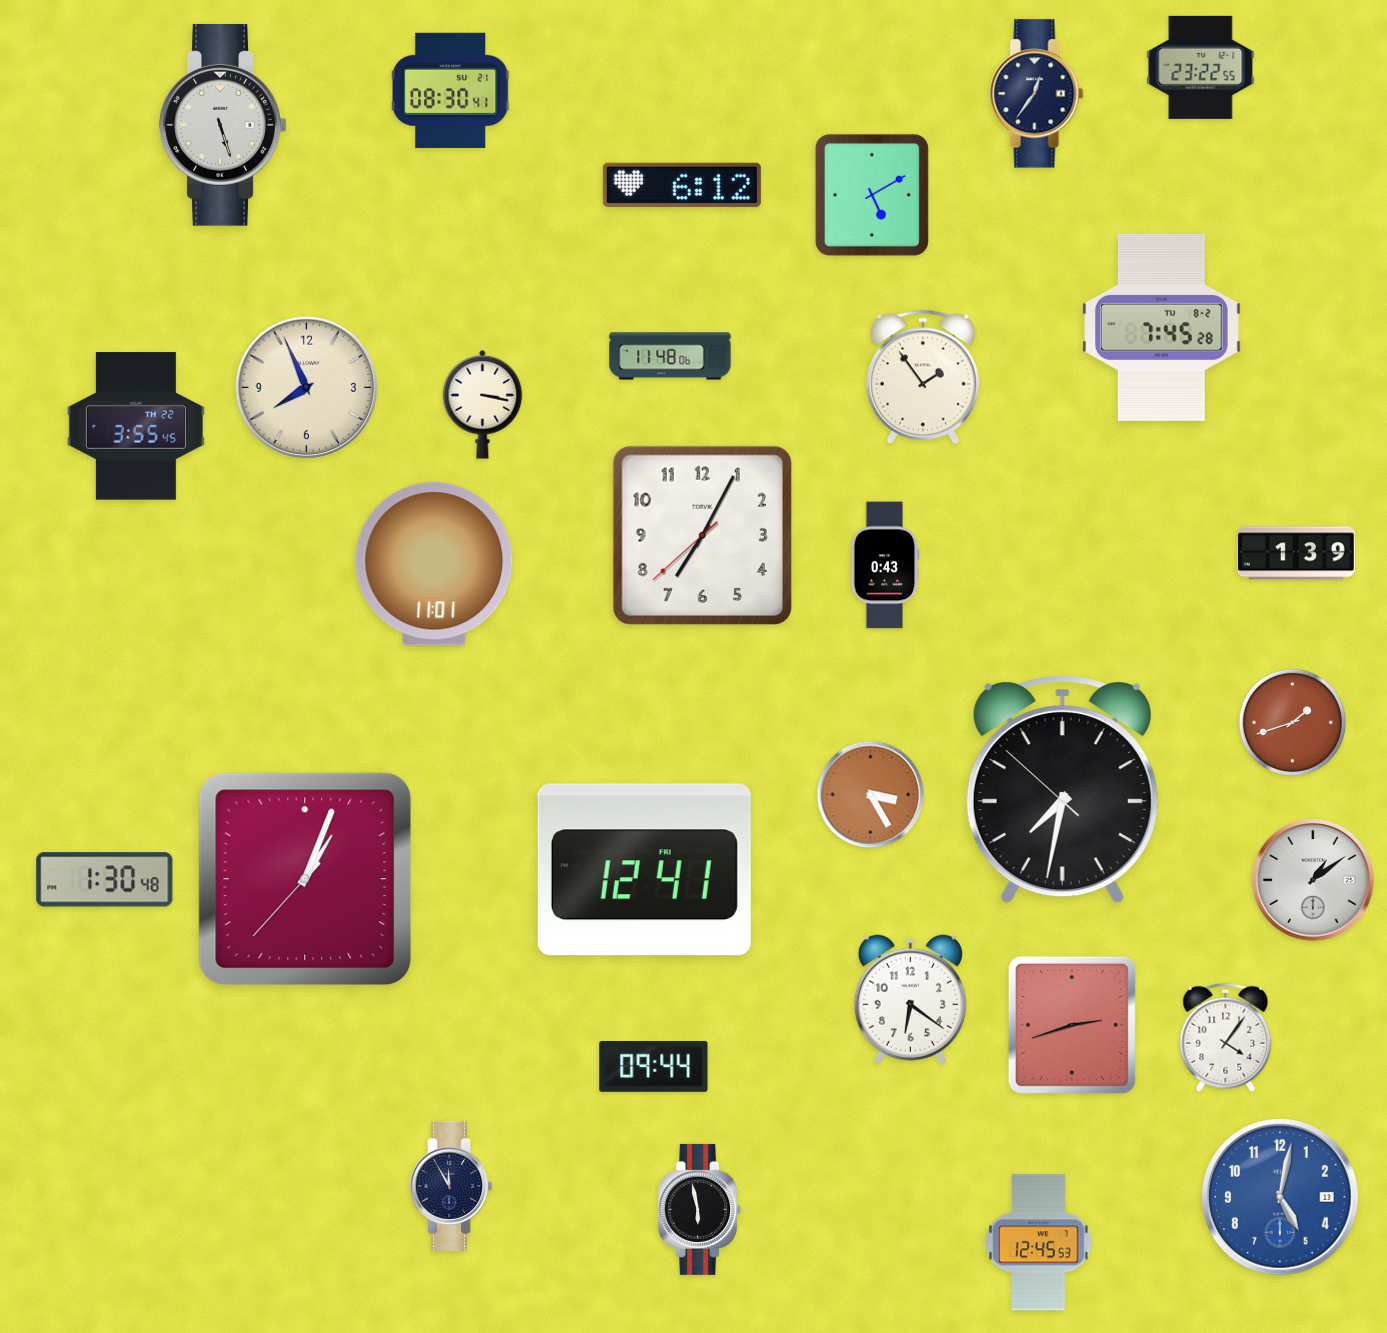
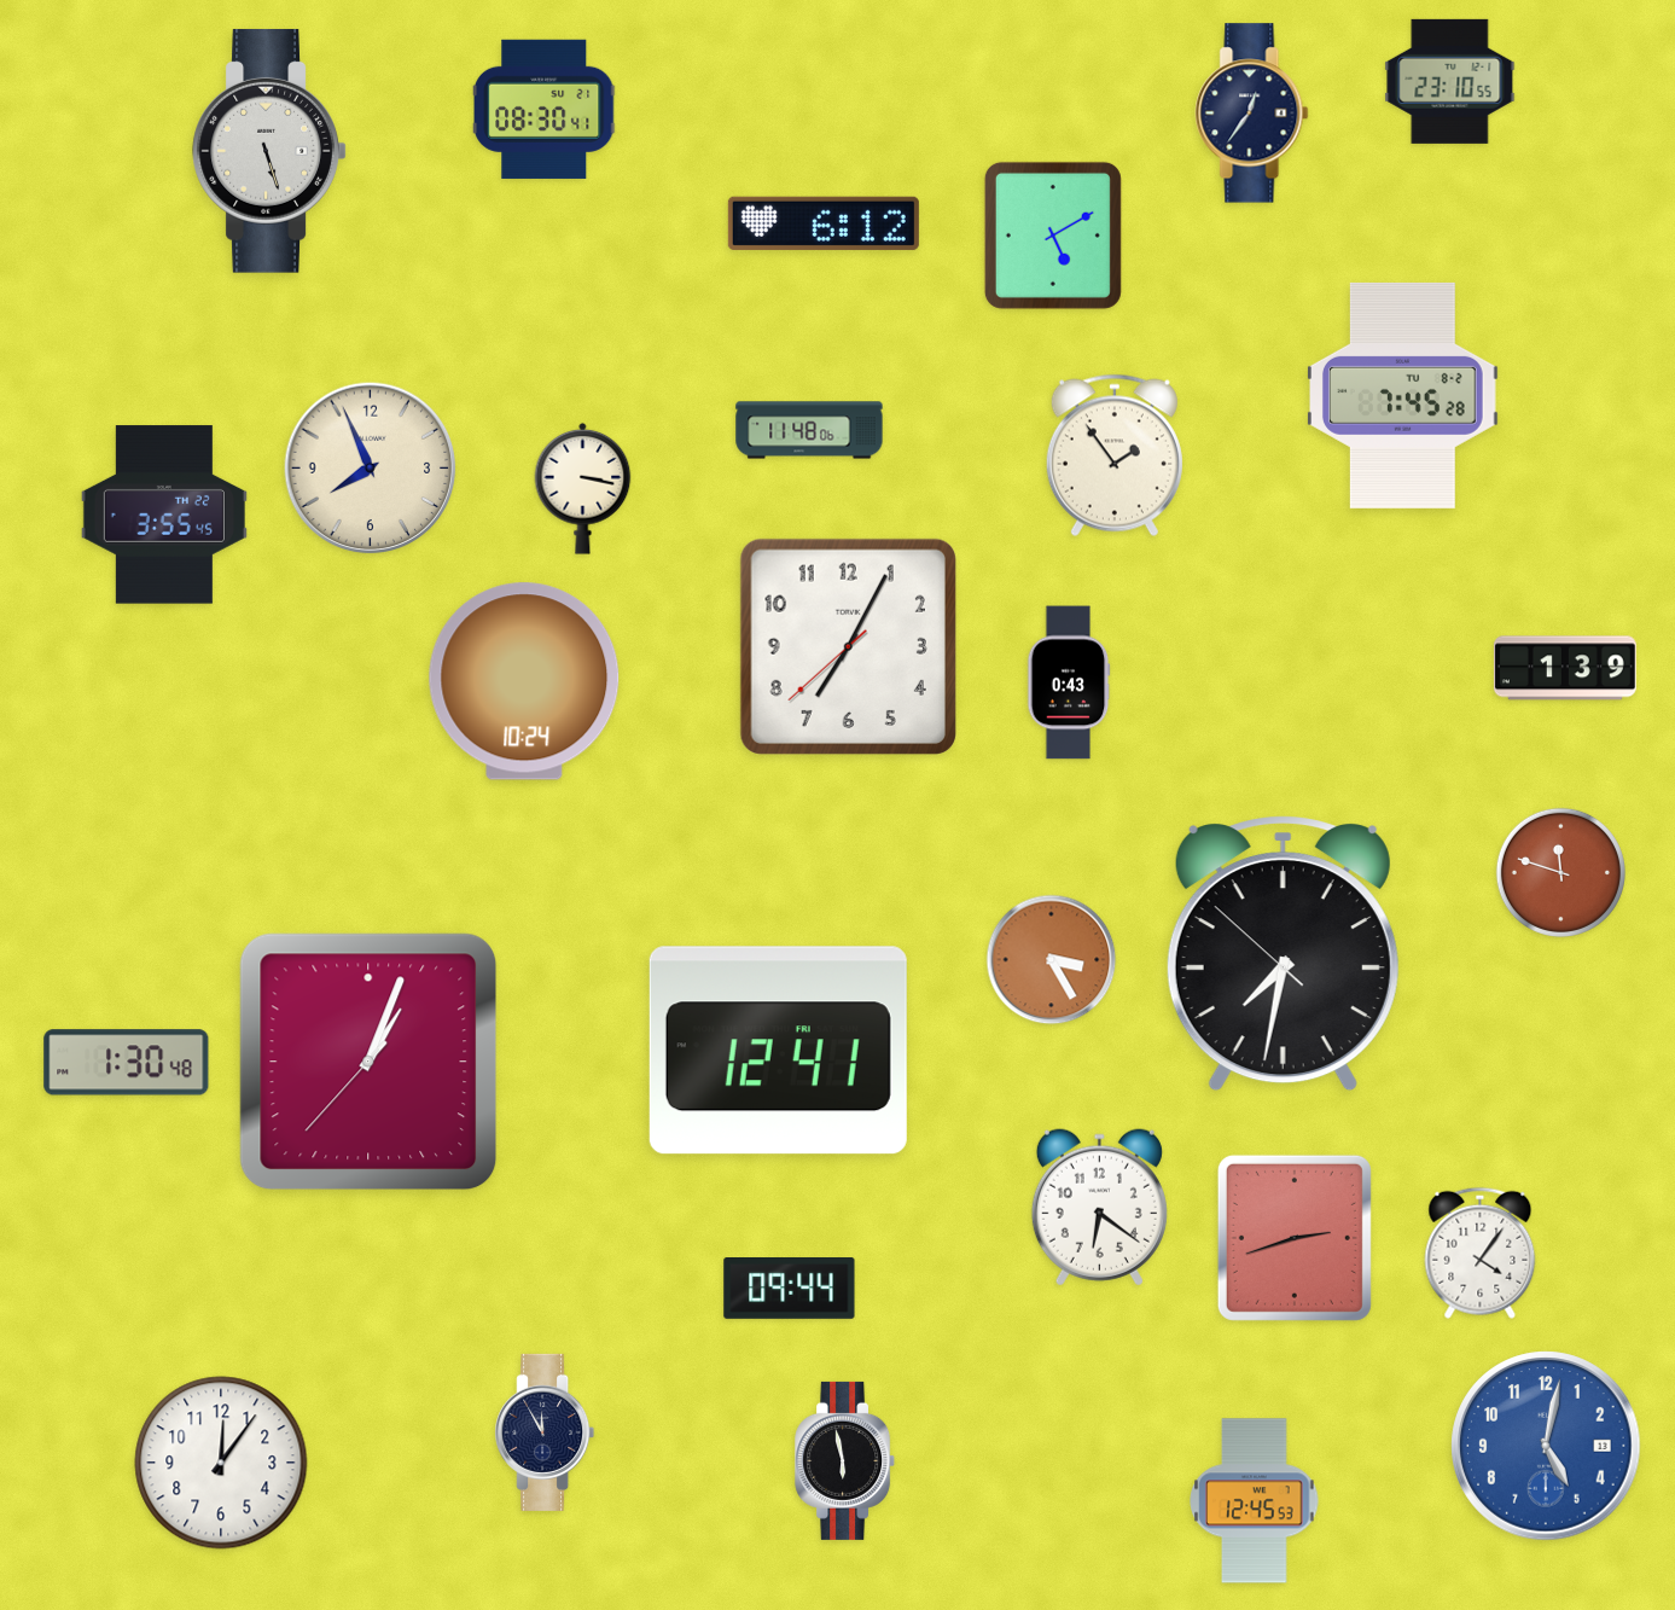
clock at (1201, 67): 23:22 -> 23:10
clock at (434, 564): 11:01 -> 10:24
clock at (1292, 722): 1:42 -> 11:48
clock at (1313, 880): 1:09 -> none
clock at (221, 1463): none -> 12:06
